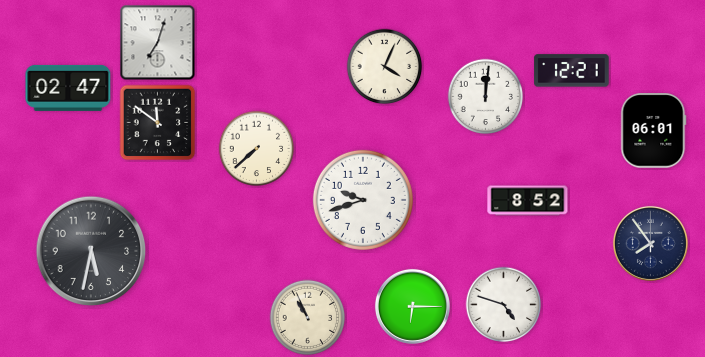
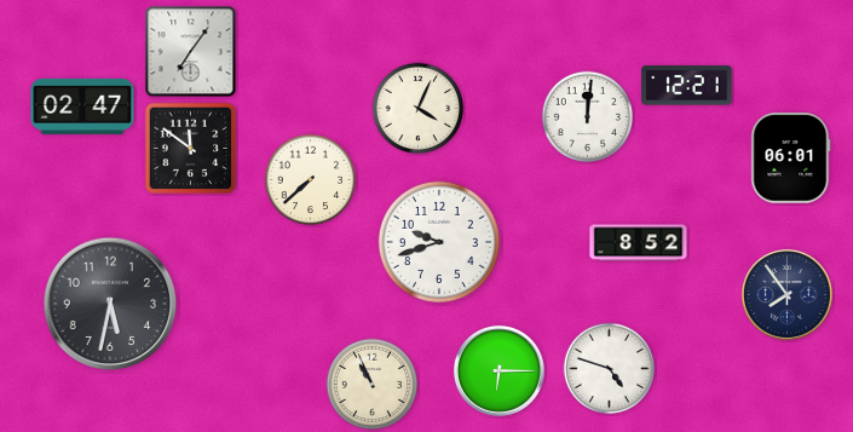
clock at (158, 43): 7:03 -> 7:06
clock at (385, 67) position: (385, 67) -> (419, 109)
clock at (572, 71) position: (572, 71) -> (687, 86)
